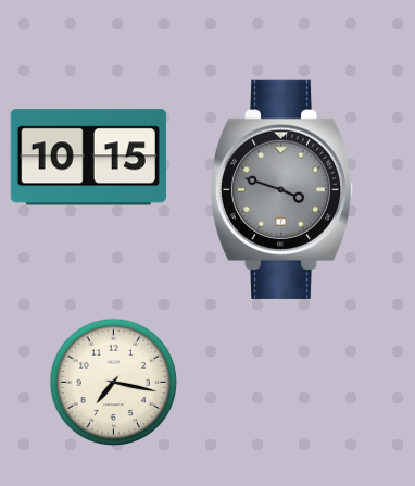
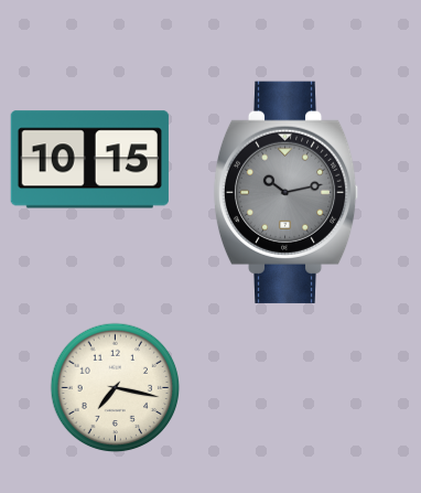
clock at (282, 189): 3:48 -> 10:13
